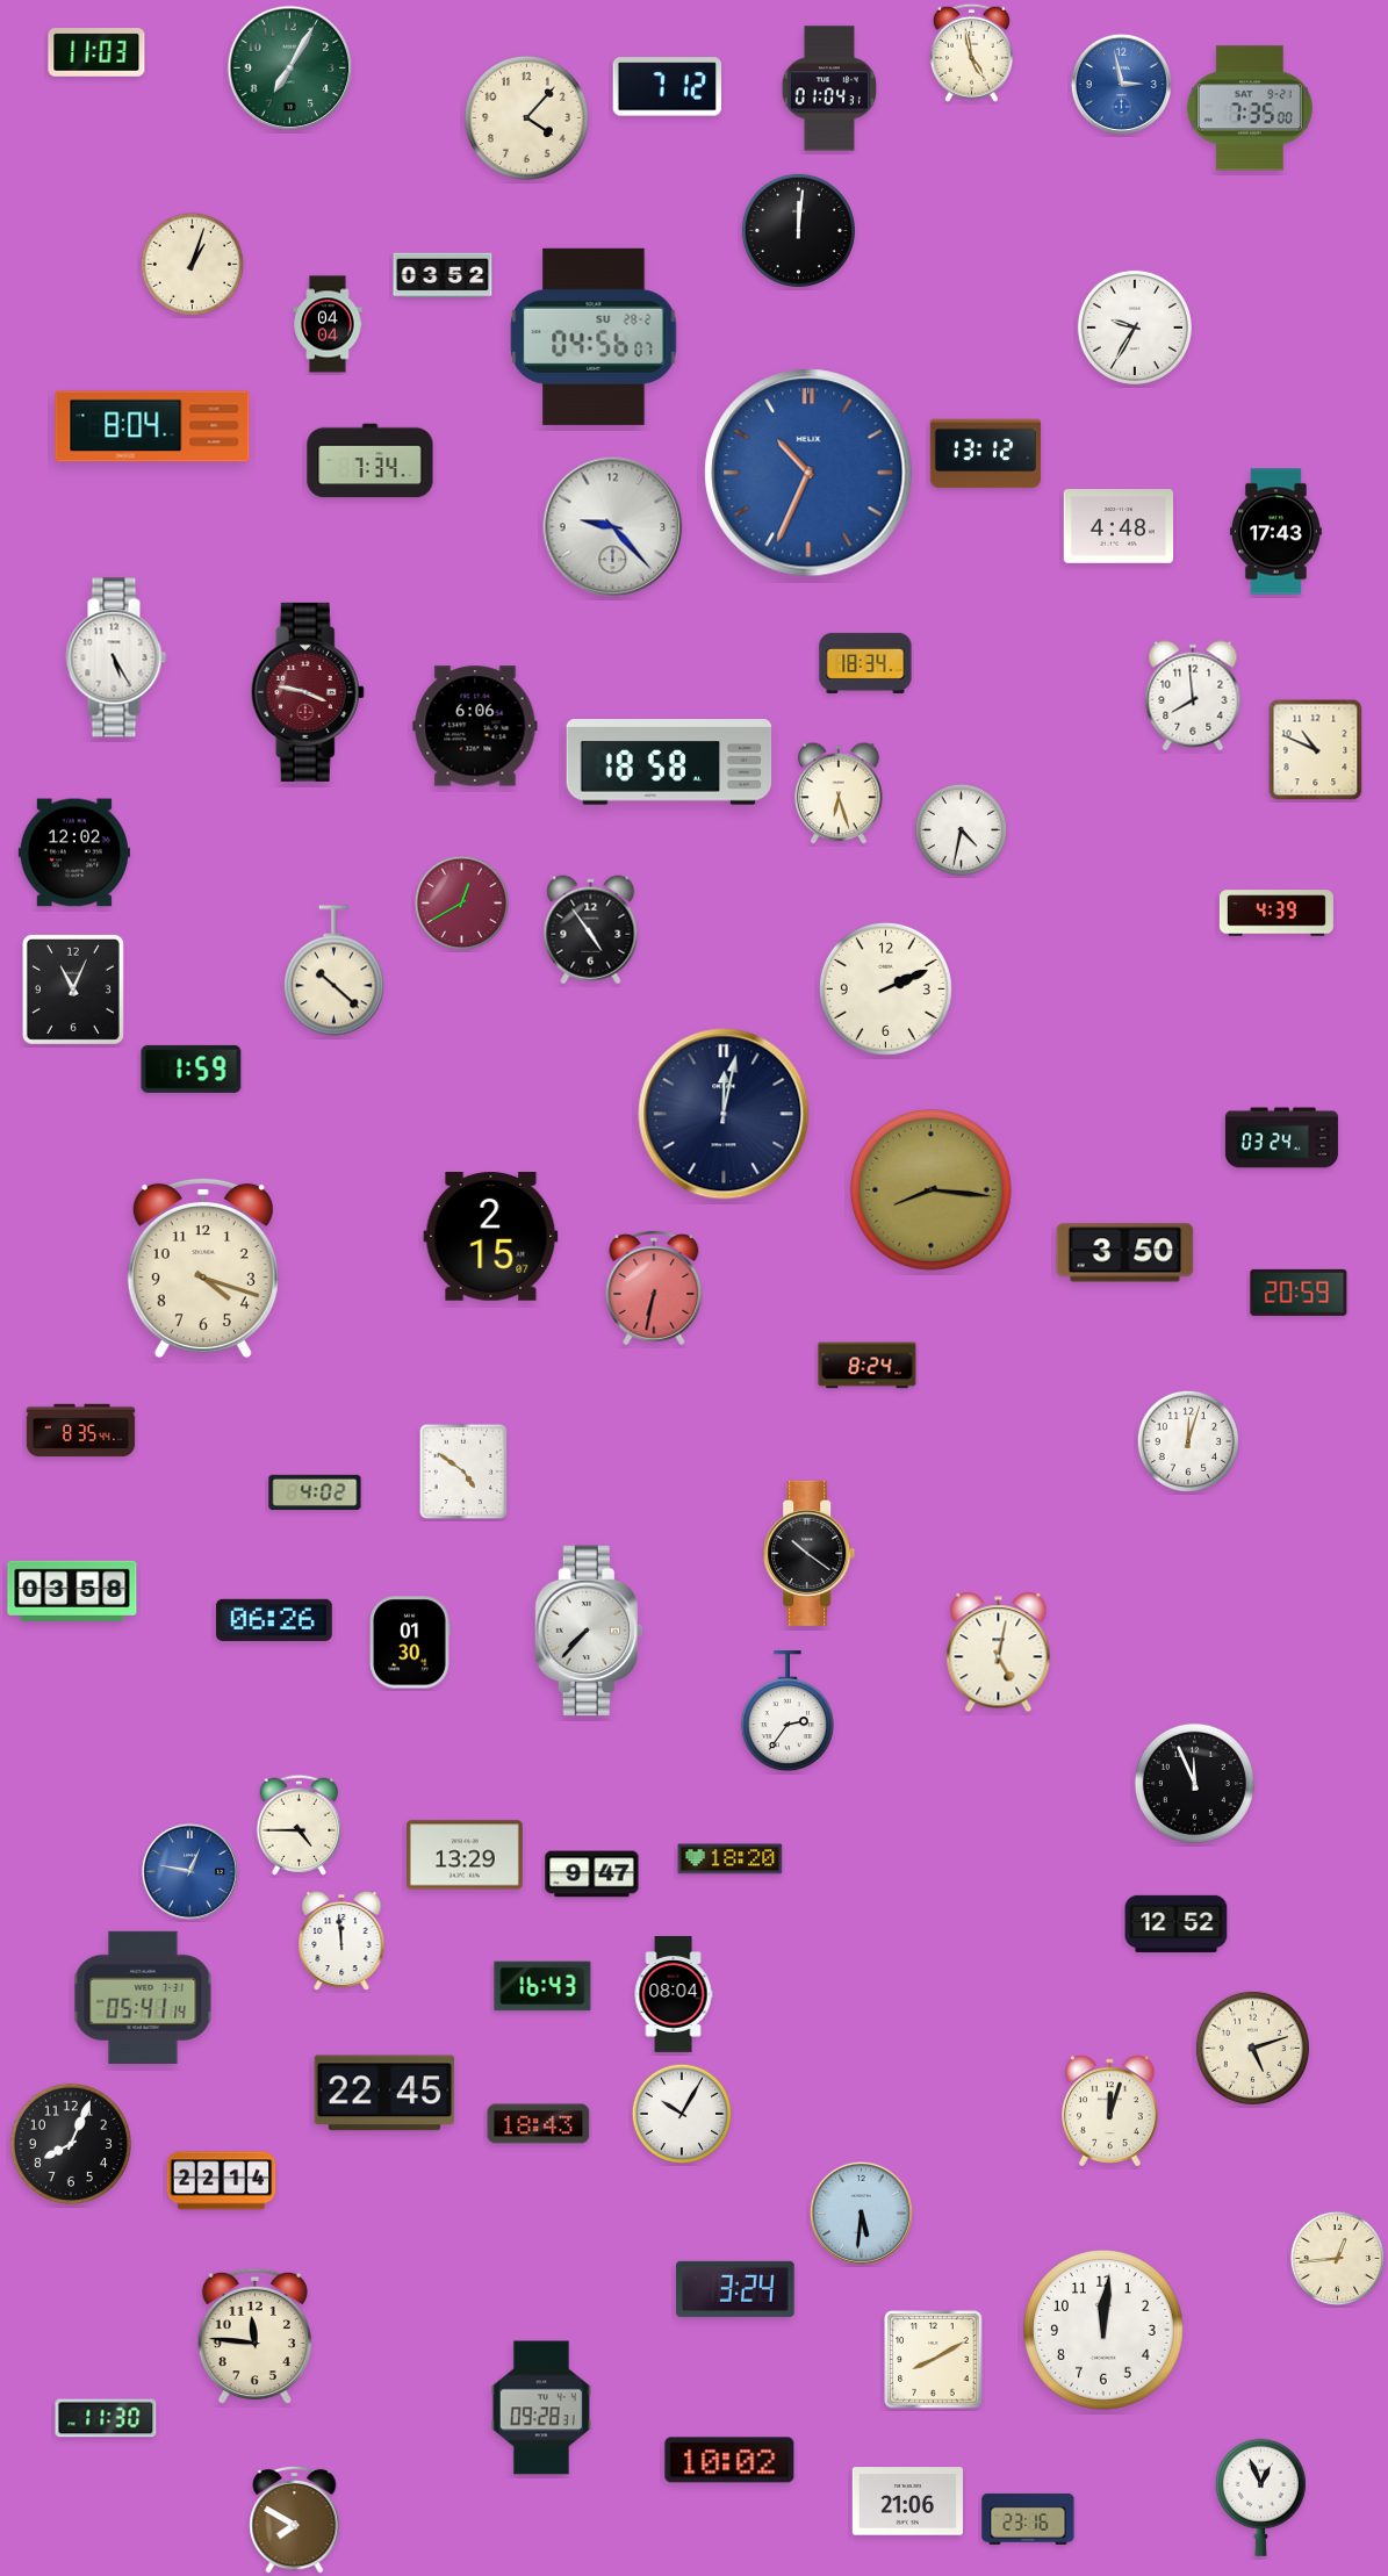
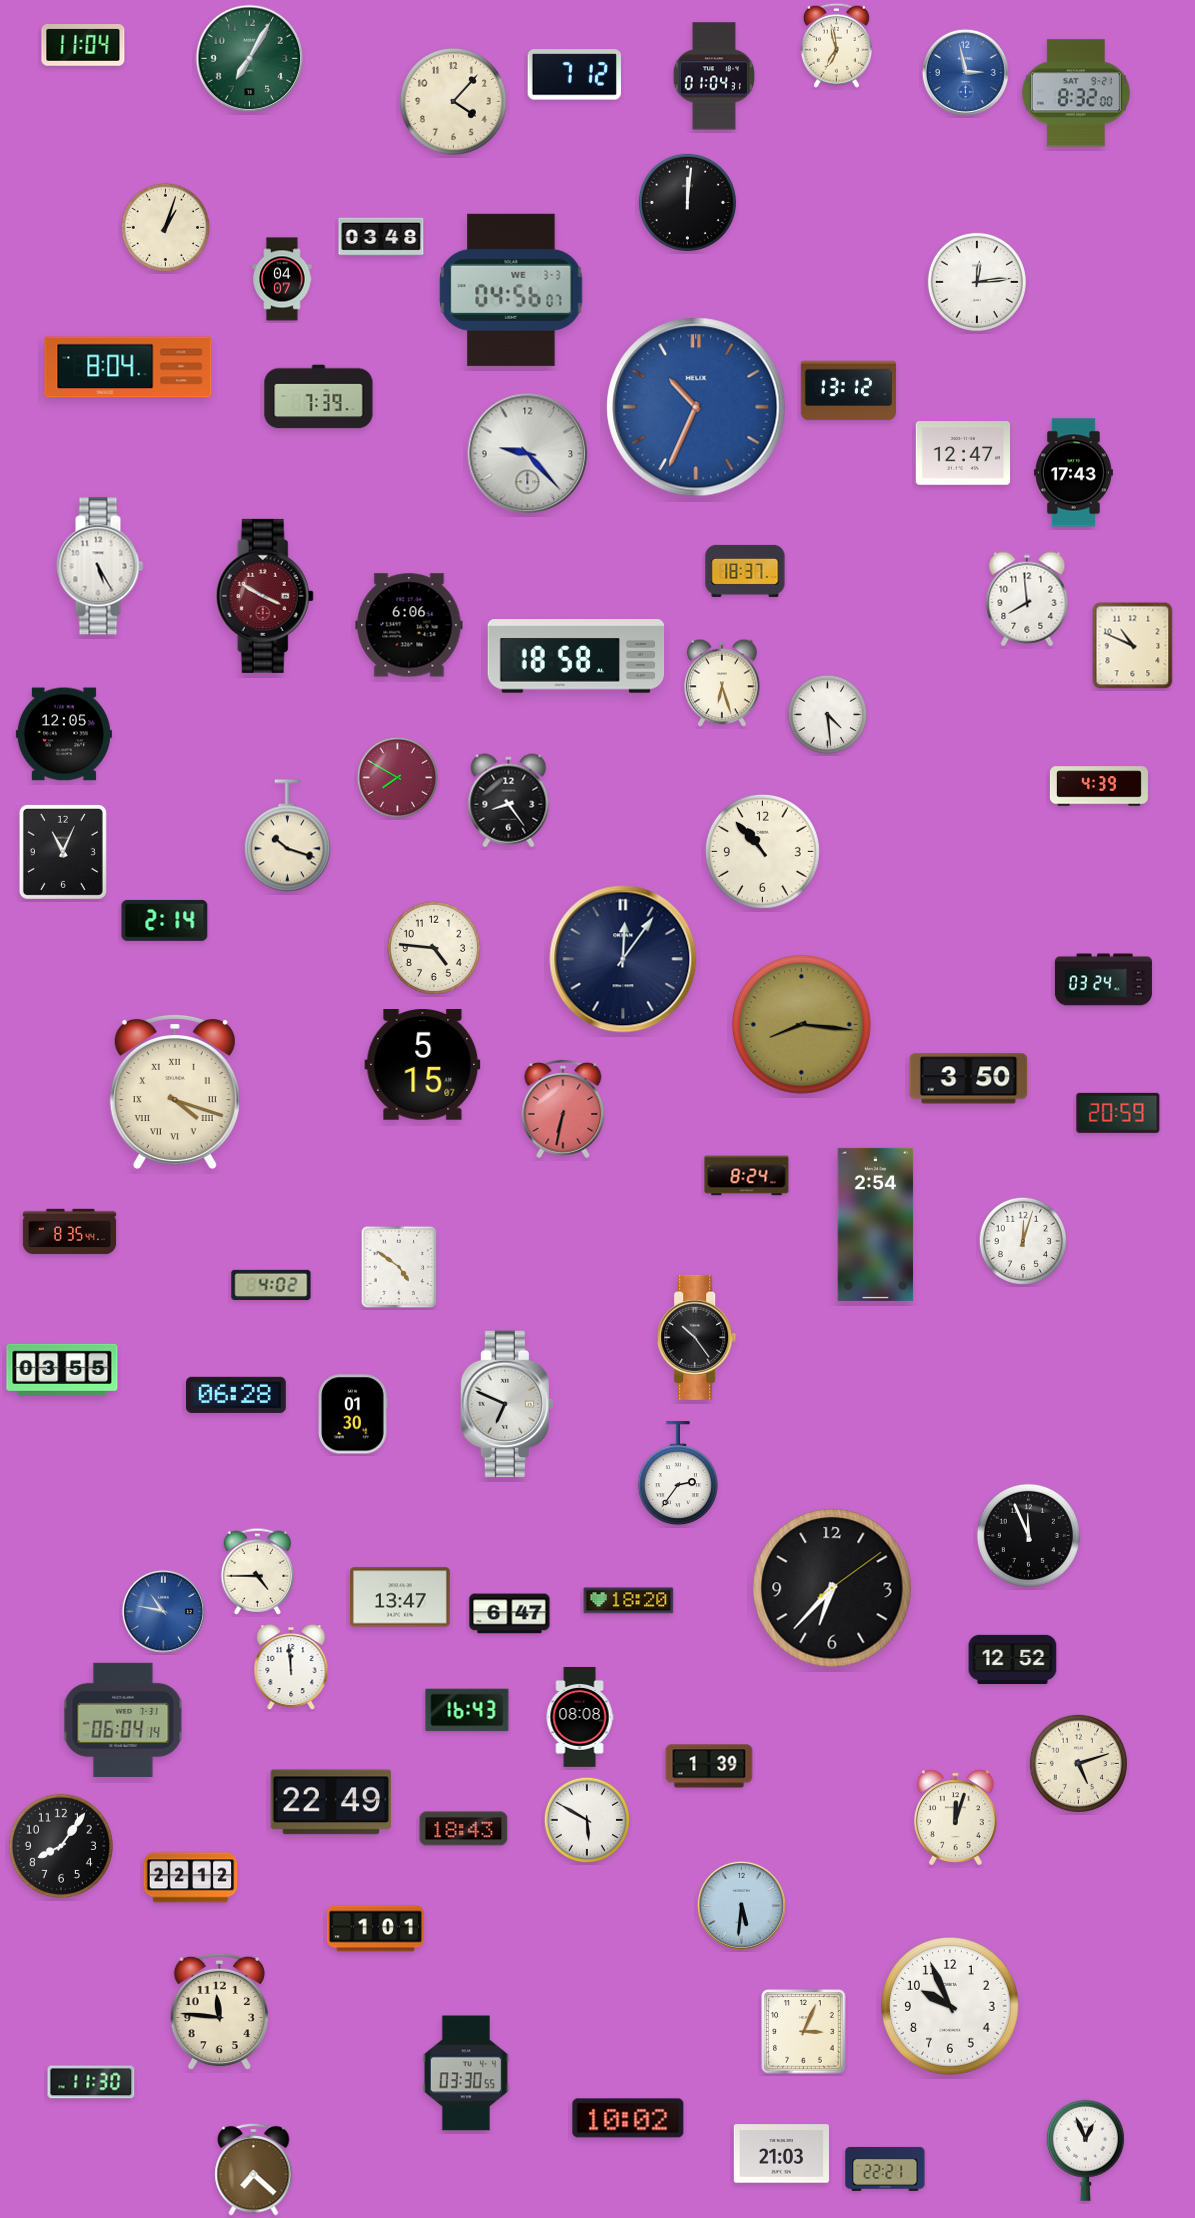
clock at (971, 52): 4:58 -> 6:58
clock at (96, 53): 11:03 -> 11:04
clock at (1250, 108): 7:35 -> 8:32
clock at (798, 230) position: (798, 230) -> (687, 202)
clock at (443, 275): 03:52 -> 03:48
clock at (328, 324): 04:04 -> 04:07
clock at (1135, 328): 9:35 -> 12:14
clock at (594, 337) date: SU 28-2 -> WE 3-3
clock at (152, 426) position: (152, 426) -> (128, 367)
clock at (371, 461): 7:34 -> 7:39
clock at (1119, 526): 4:48 -> 12:47
clock at (1275, 532) position: (1275, 532) -> (1073, 473)
clock at (865, 663): 18:34 -> 18:37
clock at (308, 692): 3:47 -> 3:50
clock at (962, 830): 4:32 -> 4:29
clock at (74, 852): 12:02 -> 12:05
clock at (462, 904): 12:40 -> 7:50
clock at (591, 930): 4:54 -> 8:24
clock at (333, 971): 10:22 -> 10:18
clock at (885, 988): 2:11 -> 10:53
clock at (192, 1068): 1:59 -> 2:14
clock at (434, 948): none -> 4:46
clock at (724, 1114): 12:02 -> 12:06
clock at (491, 1237): 2:15 -> 5:15
clock at (203, 1267) numerals: Arabic -> Roman
clock at (876, 1224): none -> 2:54
clock at (810, 1553): 10:21 -> 10:24
clock at (72, 1591): 03:58 -> 03:55
clock at (274, 1620): 06:26 -> 06:28
clock at (589, 1631): 7:37 -> 6:49
clock at (999, 1653): 5:02 -> none
clock at (832, 1588): none -> 6:37
clock at (465, 1855): 13:29 -> 13:47
clock at (189, 1871): 12:47 -> 10:47
clock at (592, 1875): 9:47 -> 6:47
clock at (1177, 1923) position: (1177, 1923) -> (1013, 1659)
clock at (341, 1941) position: (341, 1941) -> (291, 1667)
clock at (674, 1995): 08:04 -> 08:08
clock at (143, 1998): 05:41 -> 06:04
clock at (709, 1766): none -> 1:39
clock at (384, 2093): 22:45 -> 22:49
clock at (681, 2113): 10:05 -> 5:50
clock at (71, 2144): 8:04 -> 8:06
clock at (222, 2181): 22:14 -> 22:12
clock at (375, 1929): none -> 1:01
clock at (1338, 2259): 12:44 -> none
clock at (735, 2289): 3:24 -> none
clock at (1105, 2331): 12:01 -> 9:56
clock at (934, 2360): 8:10 -> 3:04
clock at (541, 2408): 09:28 -> 03:30
clock at (907, 2502): 21:06 -> 21:03
clock at (295, 2519): 7:50 -> 7:22
clock at (1028, 2519): 23:16 -> 22:21
